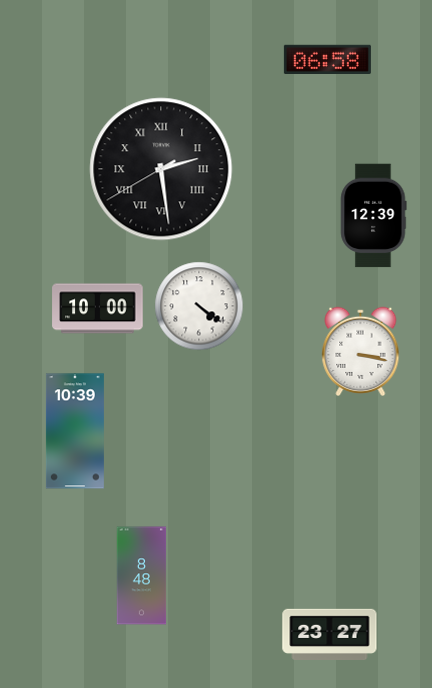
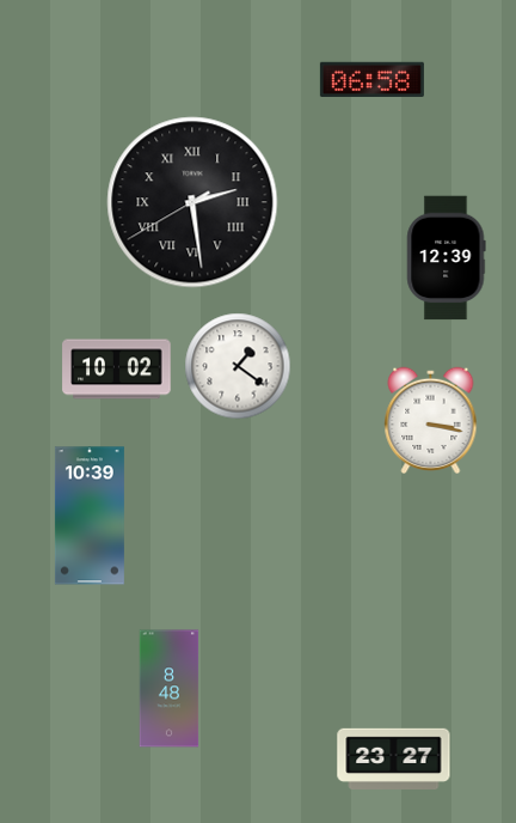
clock at (327, 60) position: (327, 60) -> (371, 80)
clock at (199, 306): 4:21 -> 1:21
clock at (98, 309): 10:00 -> 10:02
